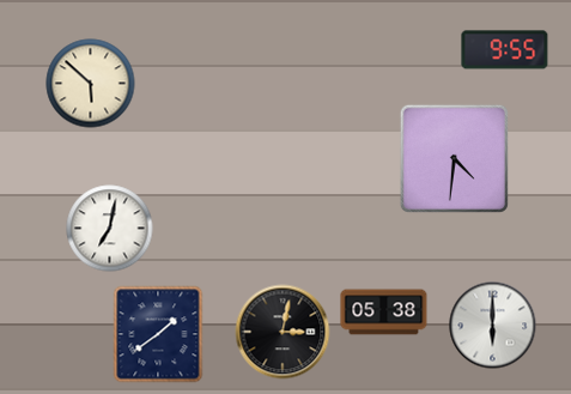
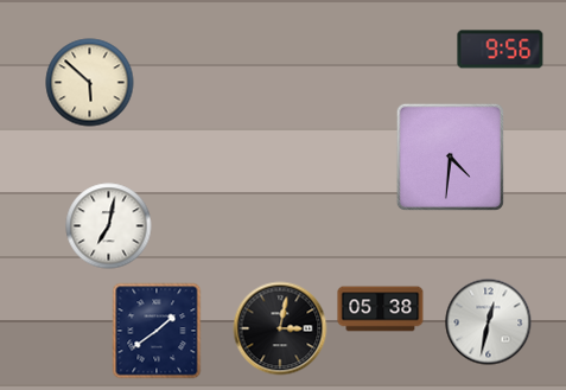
clock at (505, 50): 9:55 -> 9:56
clock at (493, 326): 6:00 -> 12:32
